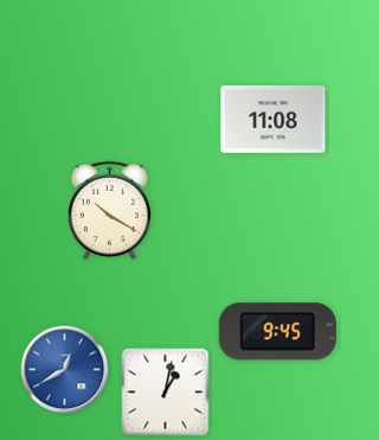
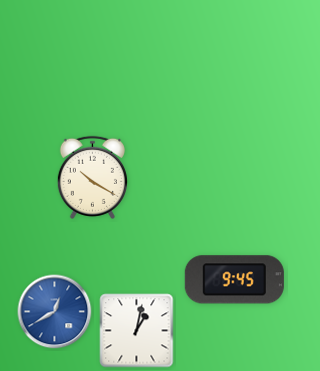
clock at (274, 120): 11:08 -> none
clock at (166, 393) position: (166, 393) -> (137, 331)
